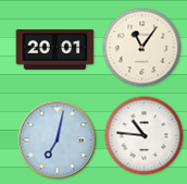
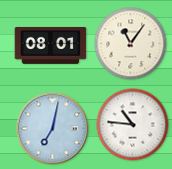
clock at (55, 49): 20:01 -> 08:01
